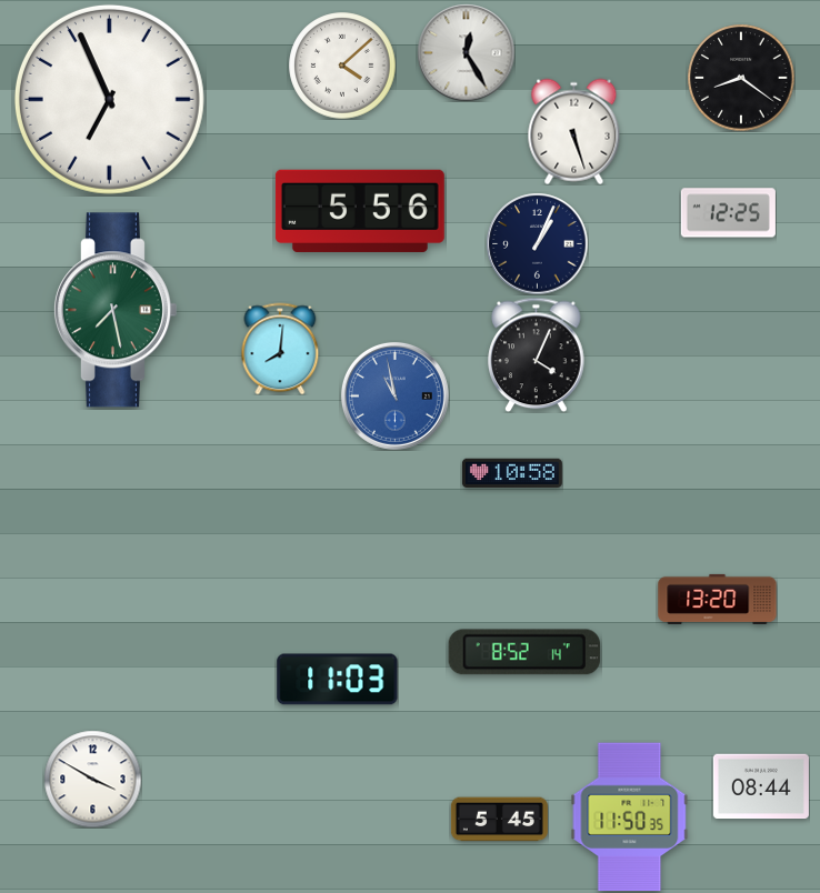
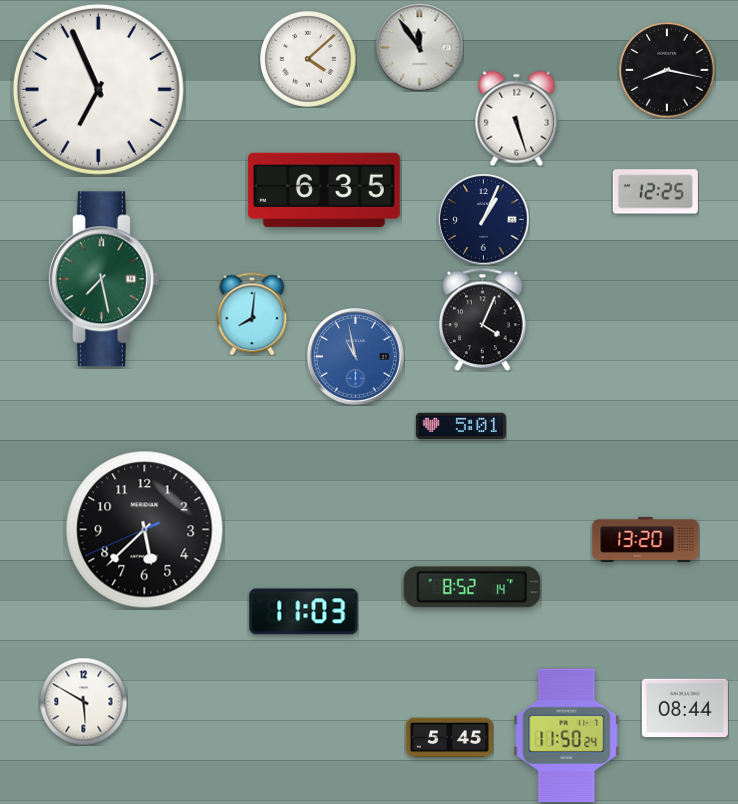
clock at (466, 52): 12:25 -> 11:54
clock at (741, 78): 8:21 -> 8:17
clock at (360, 211): 5:56 -> 6:35
clock at (512, 473): 10:58 -> 5:01
clock at (145, 530): none -> 5:37
clock at (92, 779): 3:50 -> 5:50
clock at (630, 817): 11:50:35 -> 11:50:24
